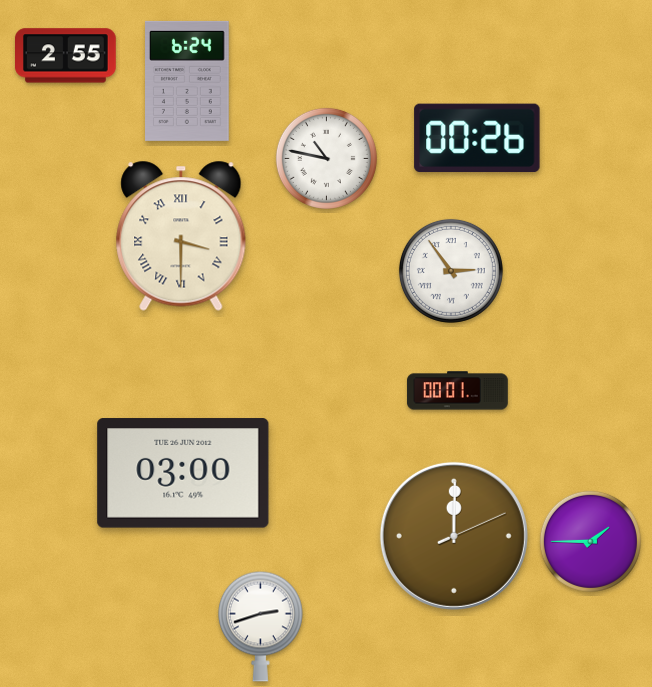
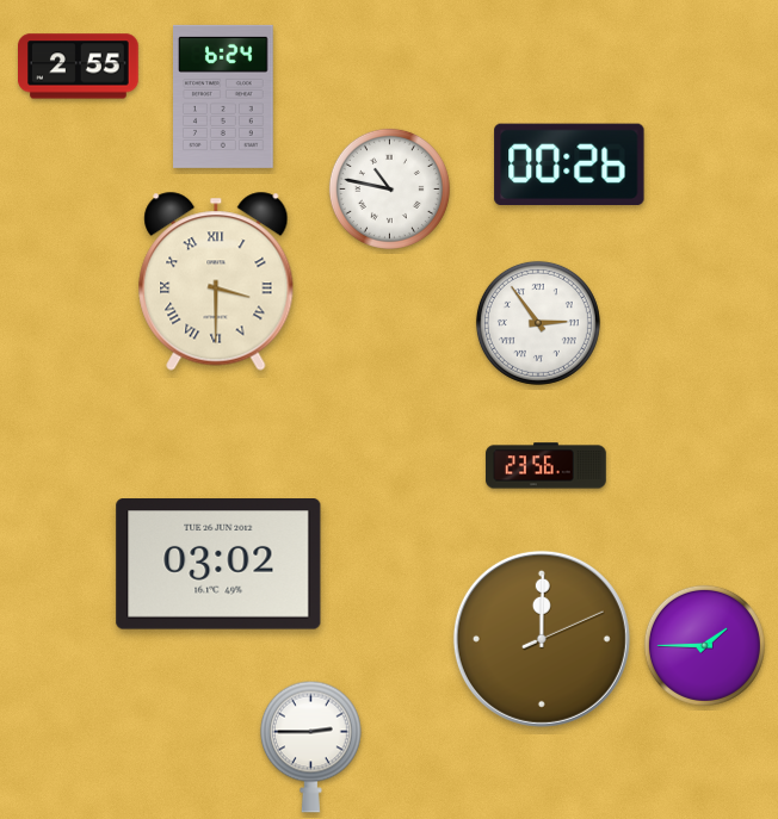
clock at (458, 391): 00:01 -> 23:56
clock at (183, 473): 03:00 -> 03:02
clock at (260, 626): 2:42 -> 2:45
